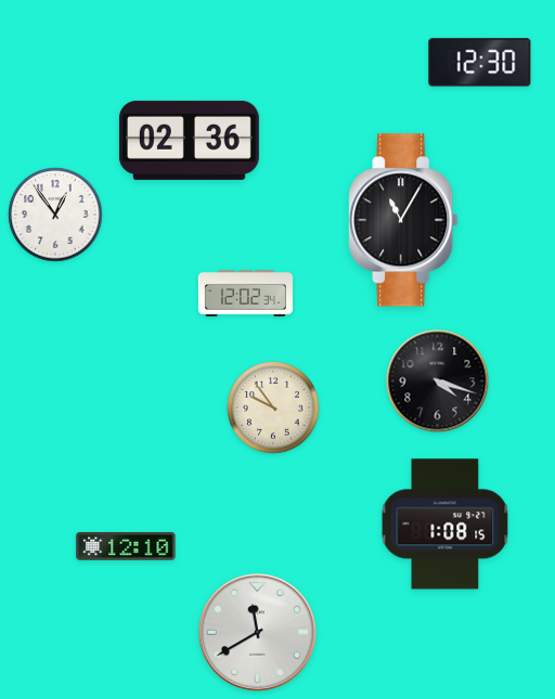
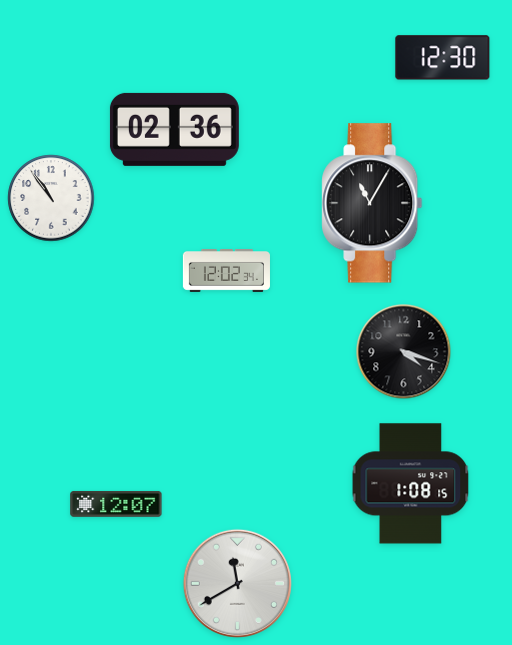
clock at (55, 215): 12:54 -> 10:54
clock at (273, 407): 9:54 -> none
clock at (126, 546): 12:10 -> 12:07
